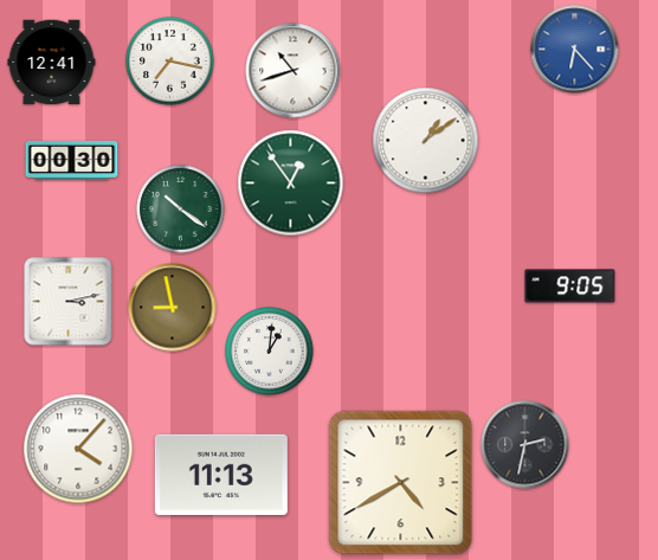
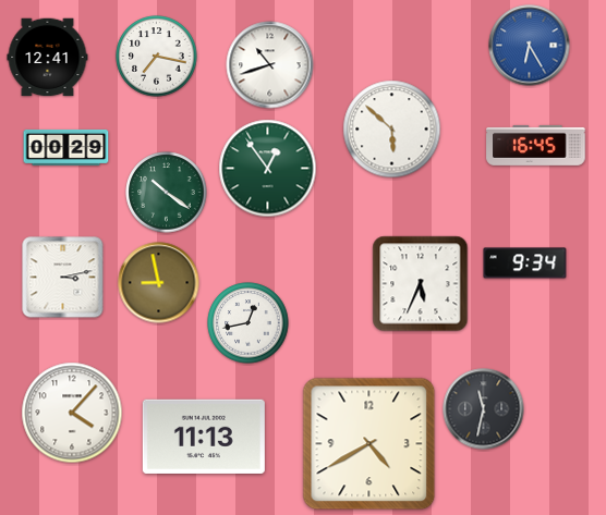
clock at (575, 50): 6:23 -> 6:25
clock at (426, 141): 1:09 -> 5:52
clock at (536, 145): none -> 16:45
clock at (72, 160): 00:30 -> 00:29
clock at (570, 287): 9:05 -> 9:34
clock at (421, 284): none -> 5:34
clock at (270, 352): 1:01 -> 12:43
clock at (525, 445): 2:32 -> 11:32
